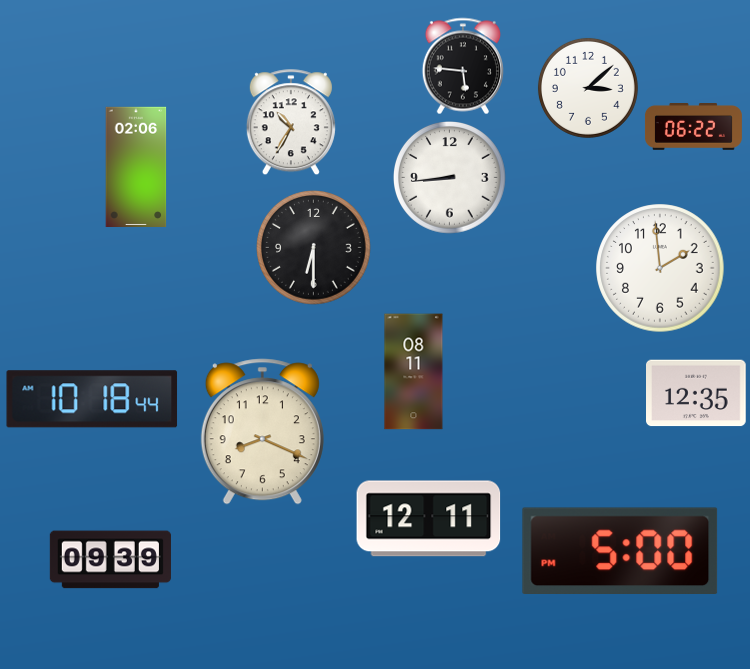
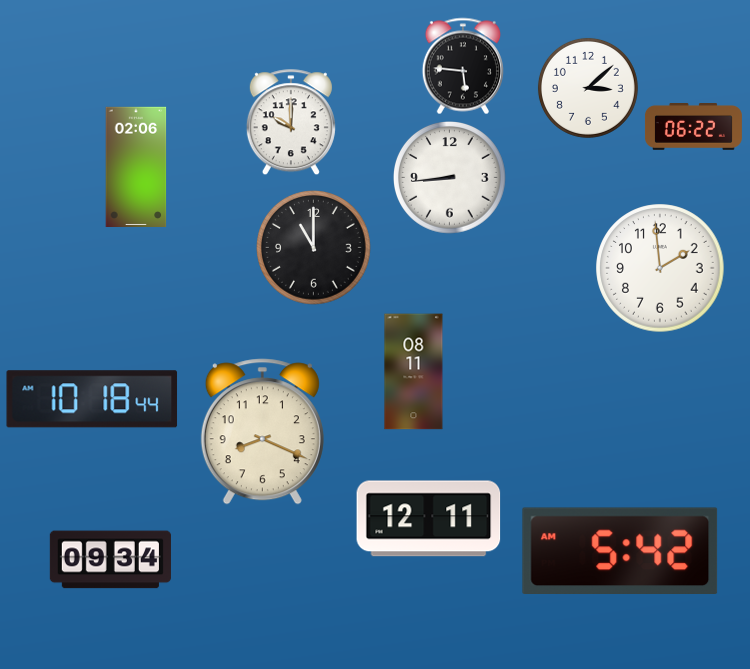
clock at (291, 123): 10:35 -> 10:00
clock at (314, 248): 6:30 -> 11:00
clock at (696, 393): 12:35 -> none
clock at (620, 550): 5:00 -> 5:42
clock at (110, 560): 09:39 -> 09:34
